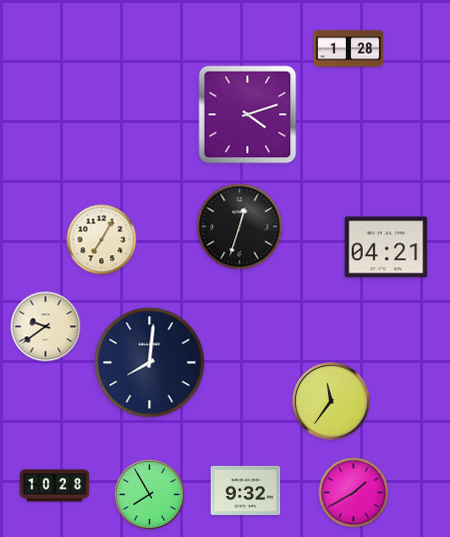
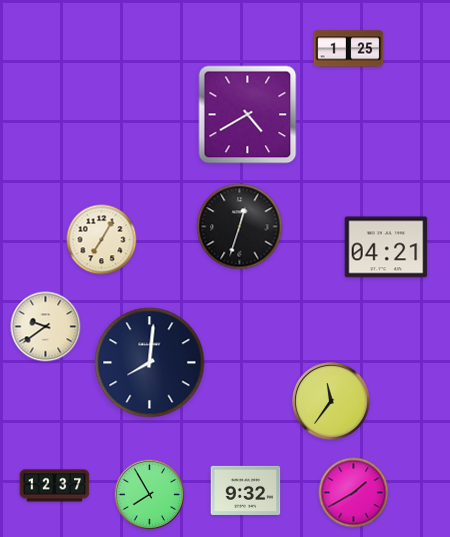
clock at (349, 49): 1:28 -> 1:25
clock at (248, 115): 4:12 -> 4:40
clock at (55, 486): 10:28 -> 12:37
